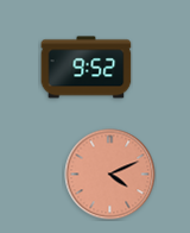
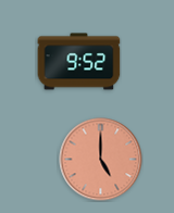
clock at (110, 175): 4:11 -> 5:00
